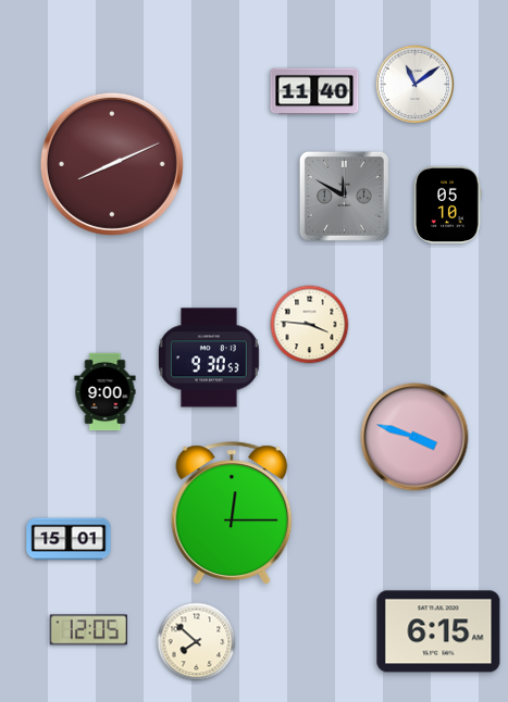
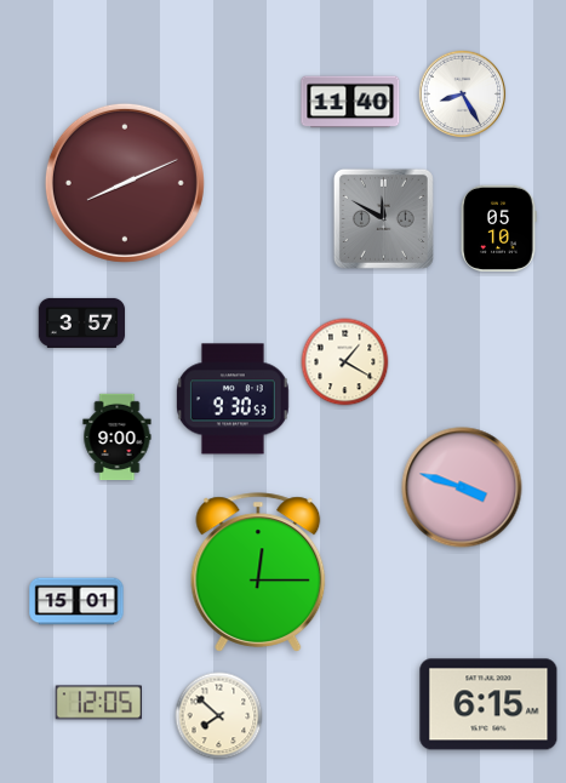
clock at (416, 85): 11:09 -> 8:25
clock at (82, 322): none -> 3:57
clock at (310, 325): 3:46 -> 1:20
